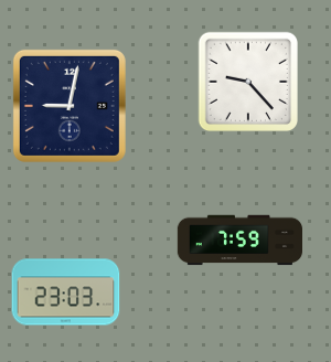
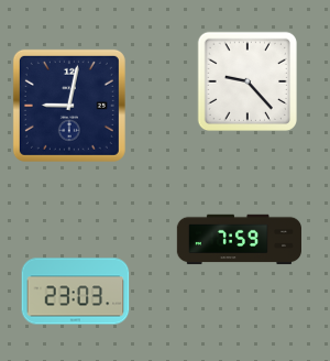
clock at (66, 292) position: (66, 292) -> (76, 292)
